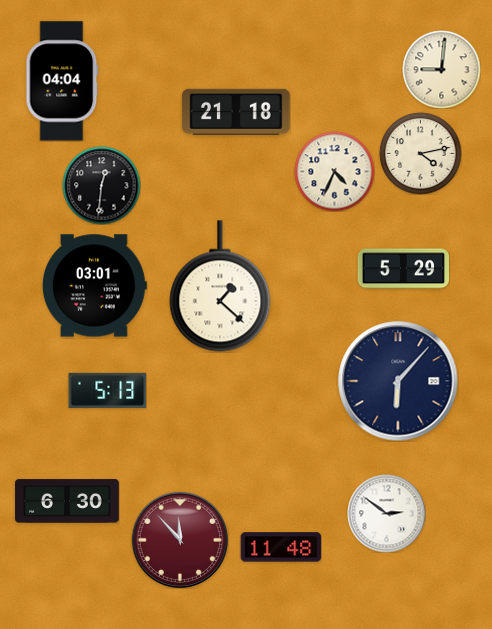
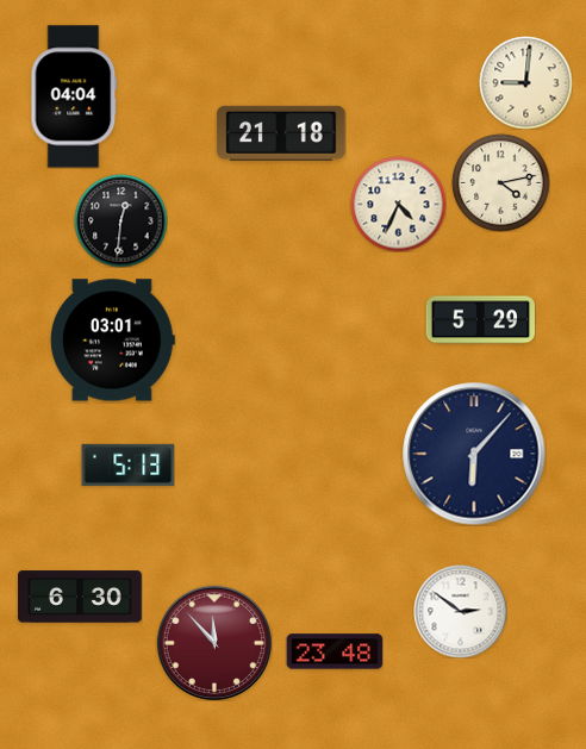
clock at (220, 286): 1:22 -> none
clock at (281, 547): 11:48 -> 23:48
